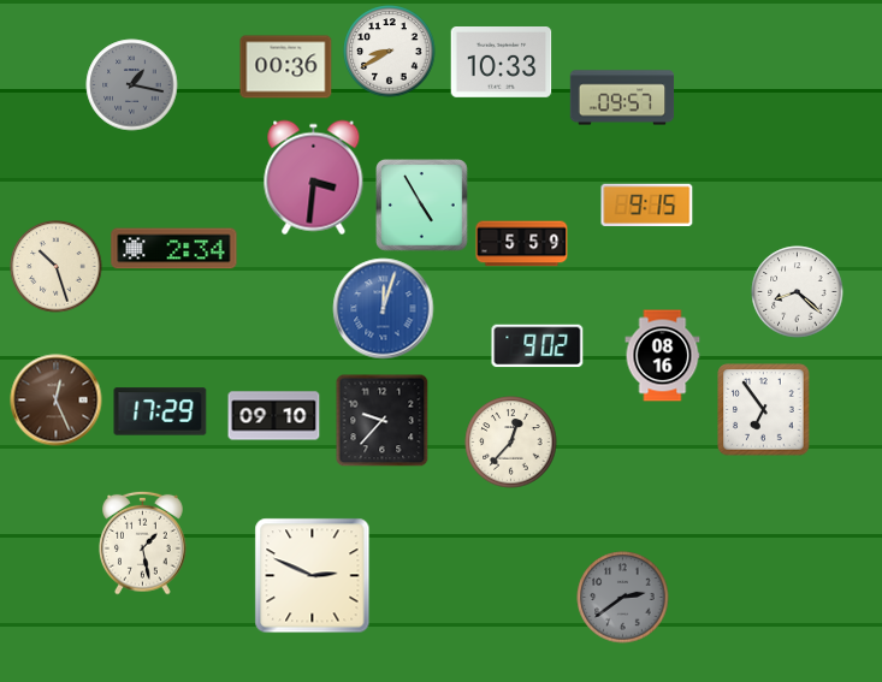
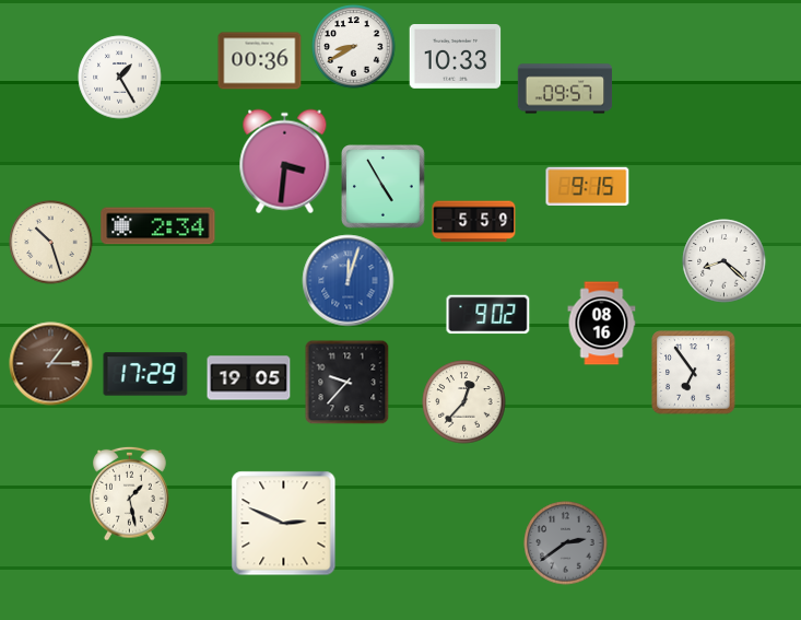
clock at (132, 85): 1:17 -> 1:25
clock at (132, 85) dial: grey -> white
clock at (798, 292) position: (798, 292) -> (725, 261)
clock at (57, 401): 12:26 -> 1:15
clock at (274, 416): 09:10 -> 19:05
